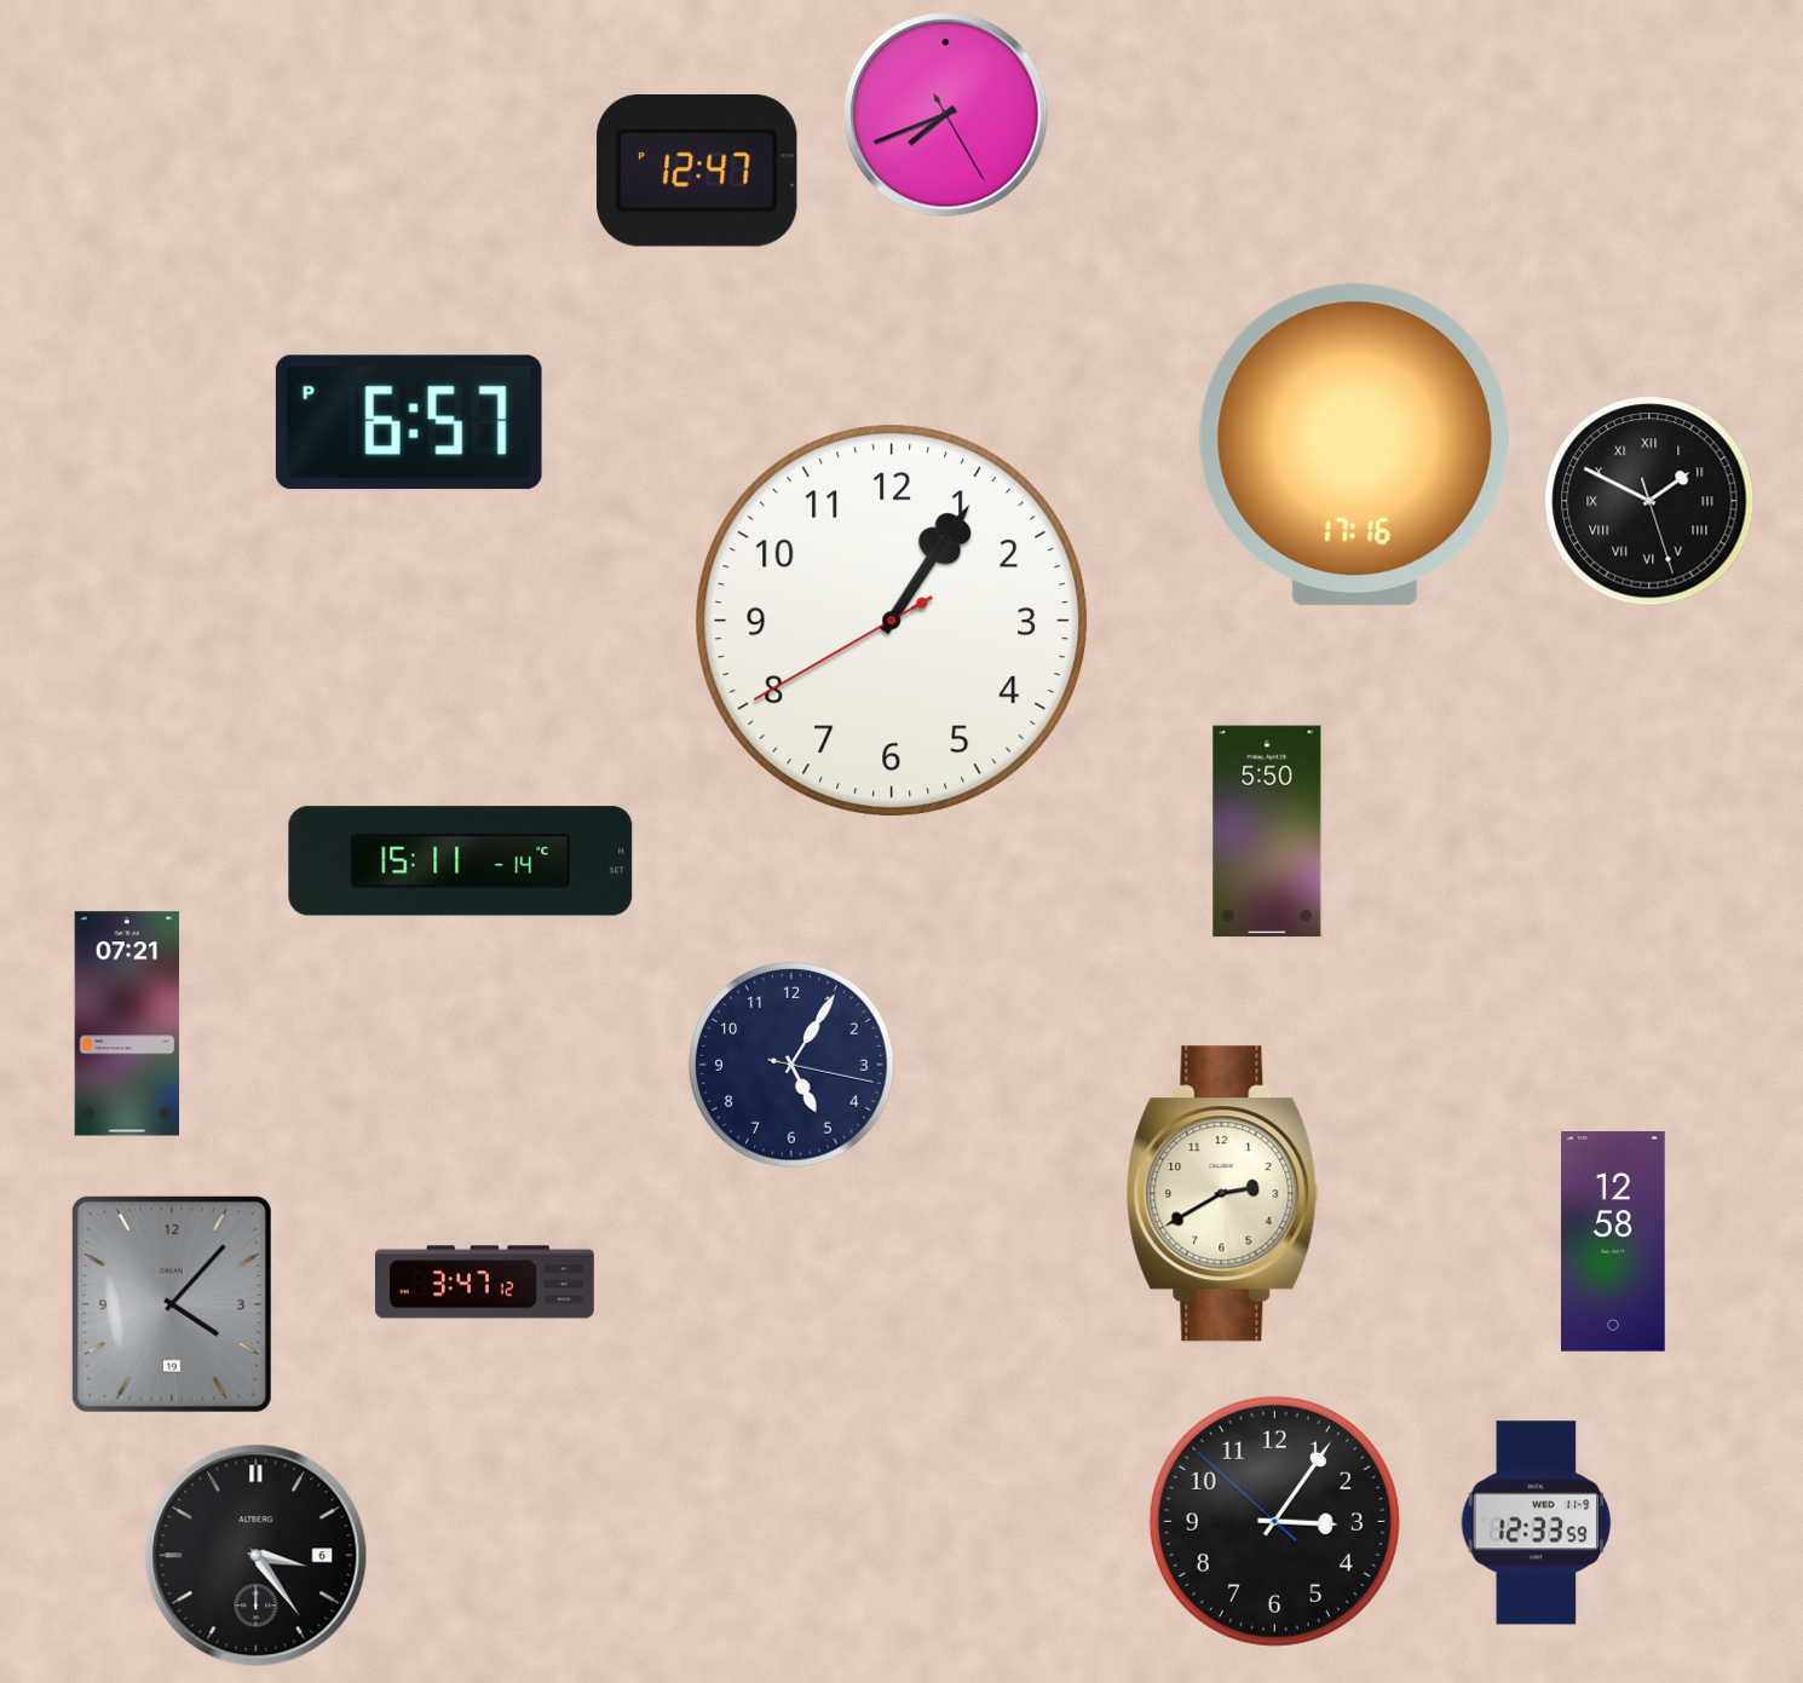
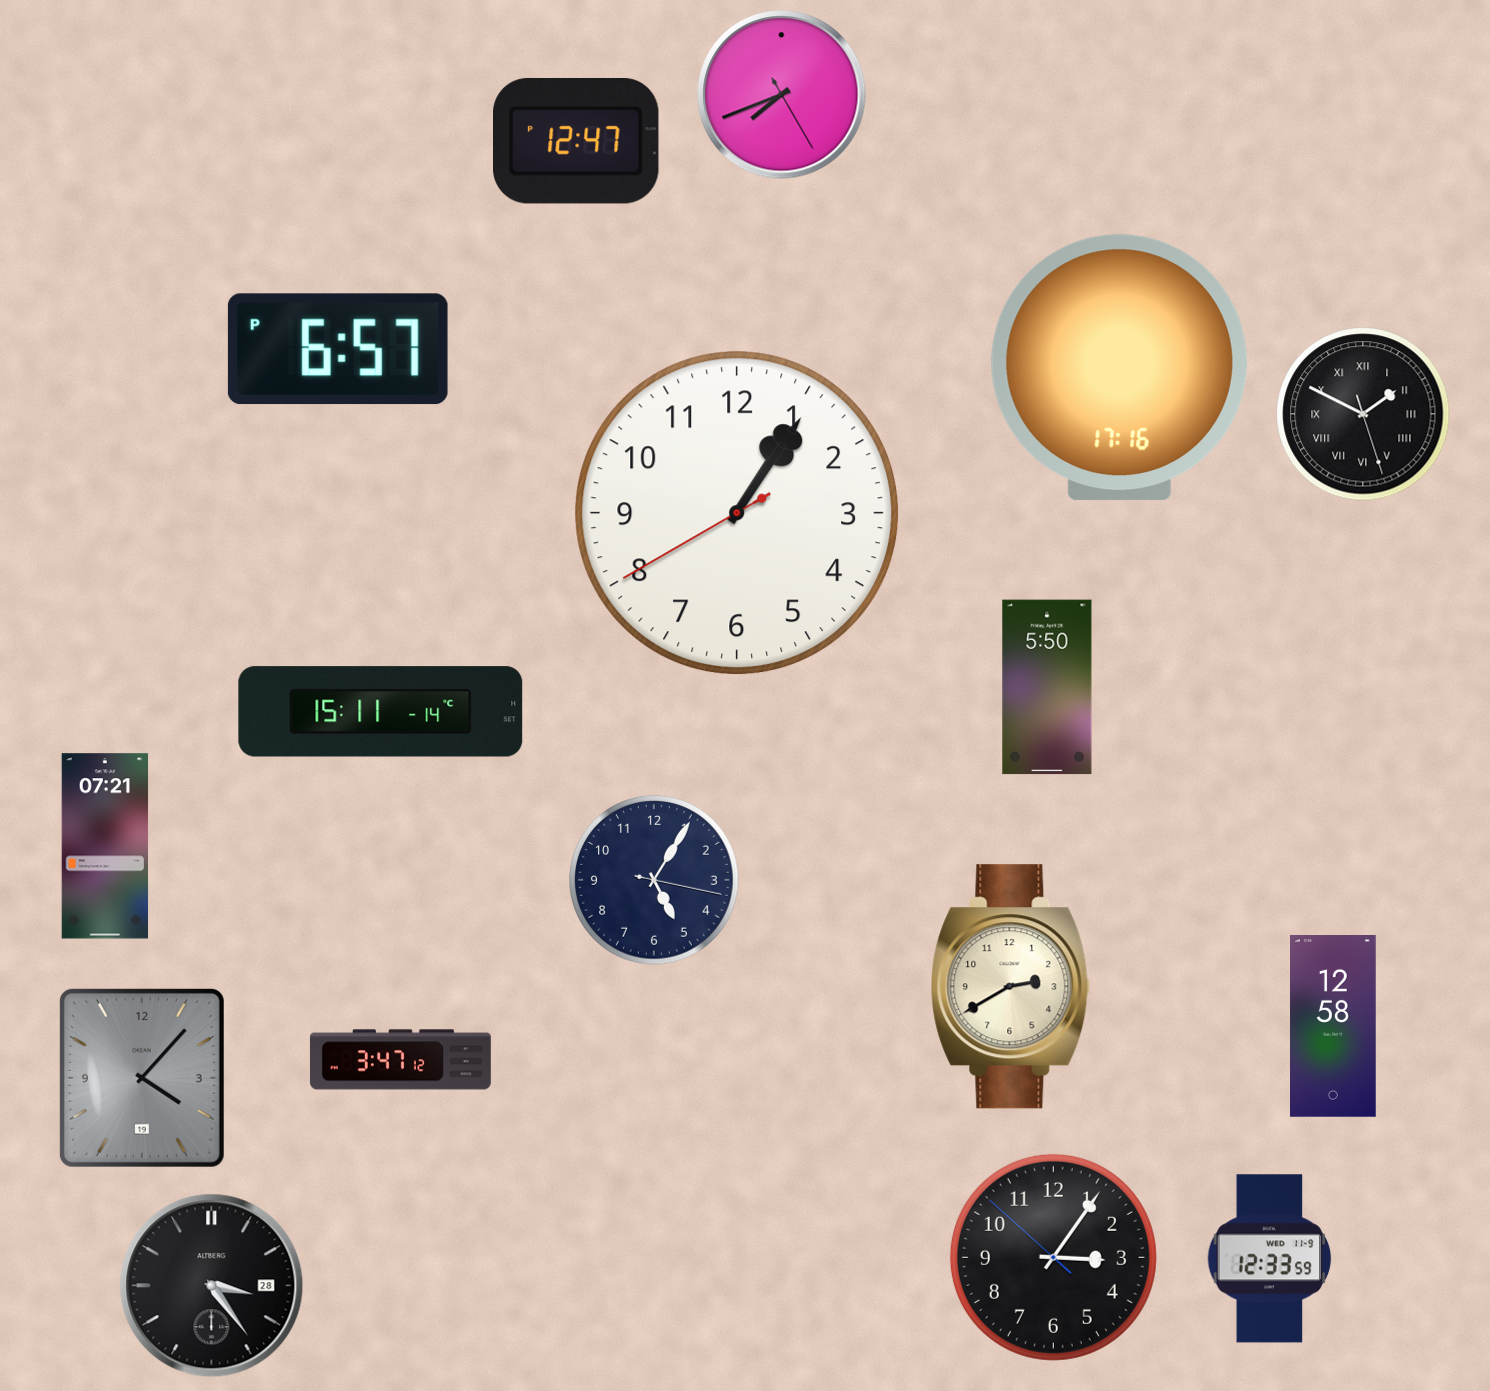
clock at (257, 1556) date: 6 -> 28
